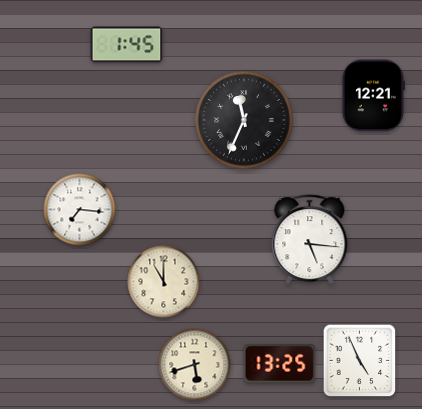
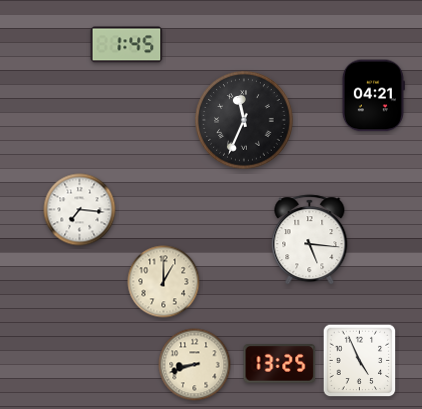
clock at (373, 96): 12:21 -> 04:21
clock at (164, 282): 11:00 -> 1:00
clock at (195, 365): 5:42 -> 8:42
